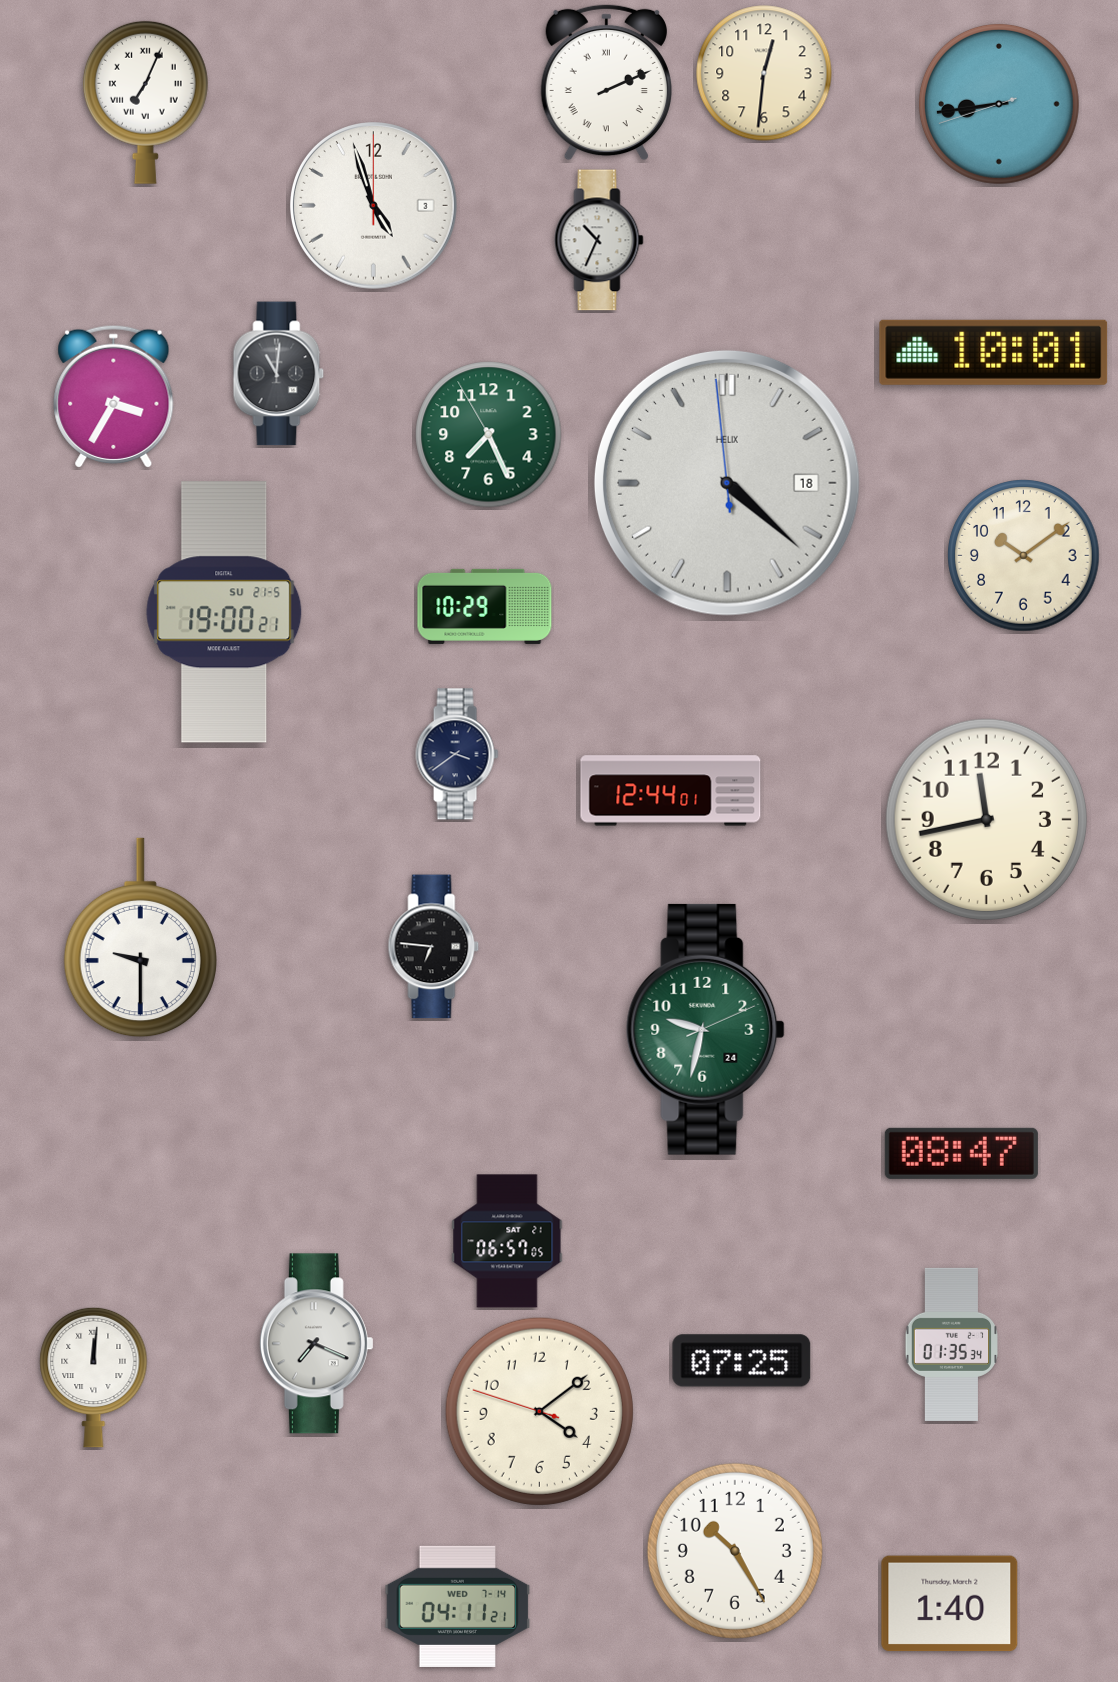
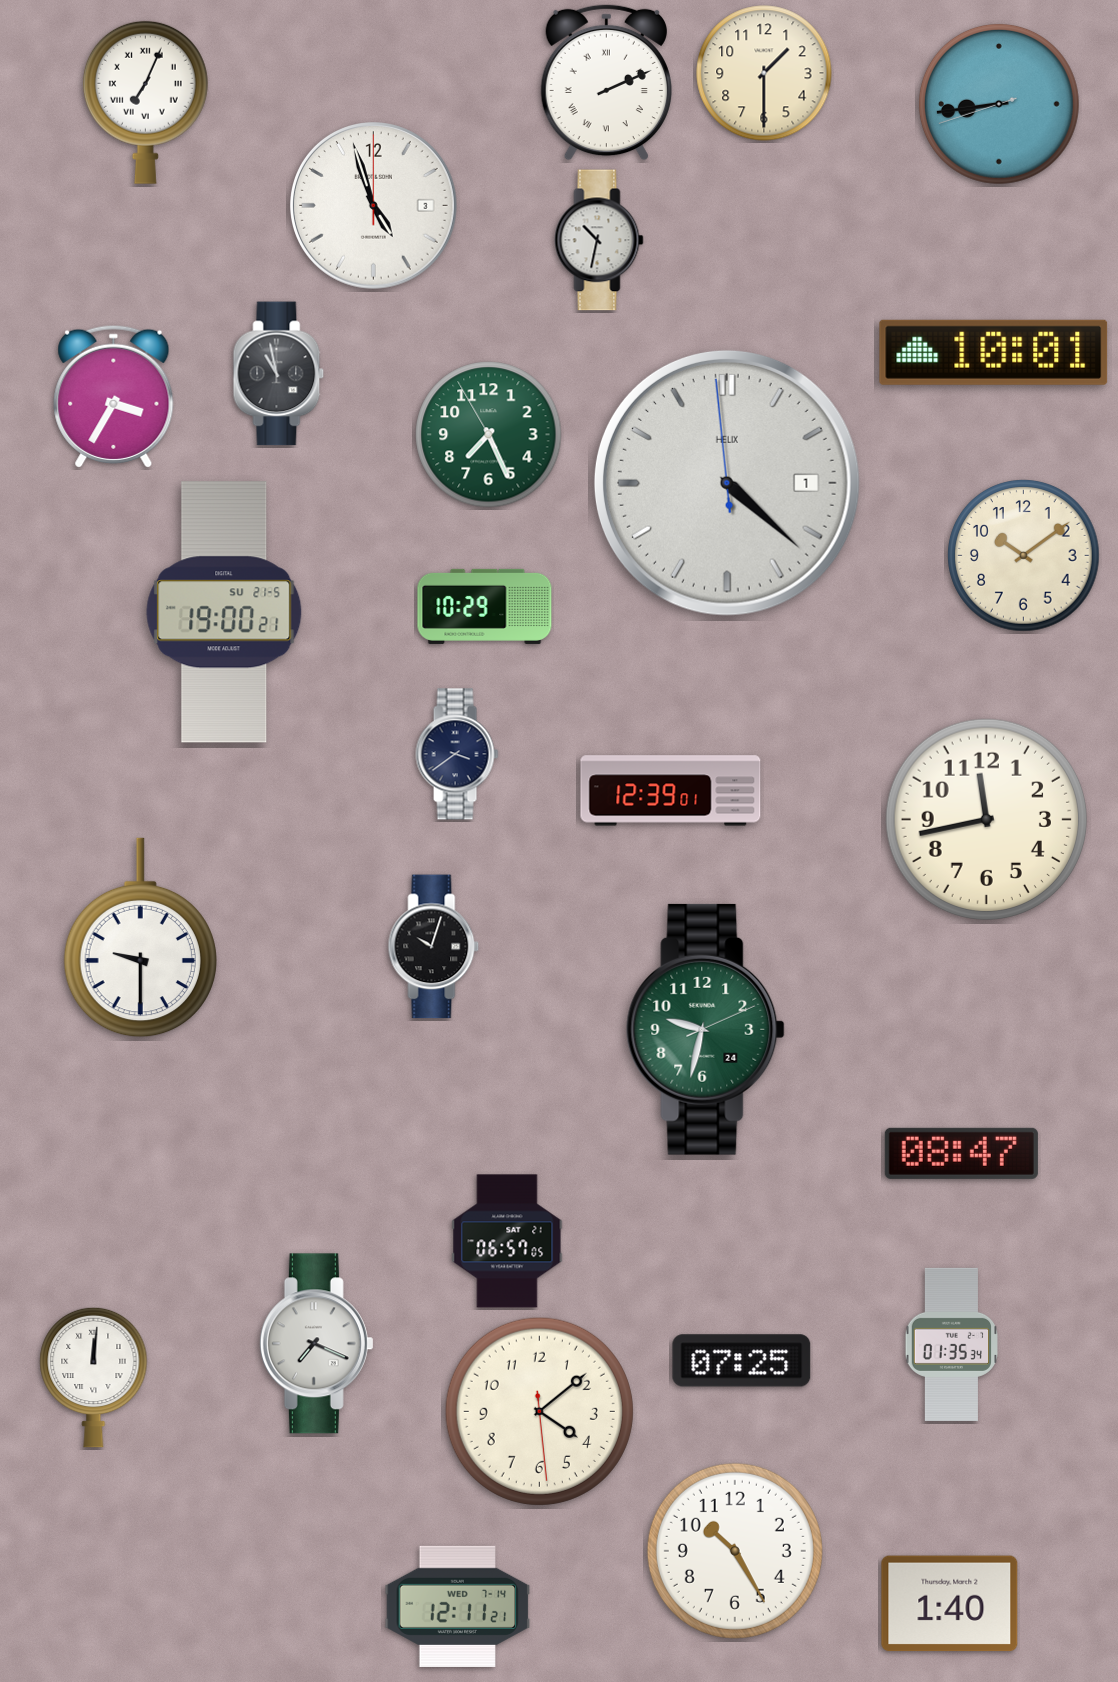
clock at (764, 73): 12:31 -> 1:30
clock at (599, 240): 10:34 -> 10:32
clock at (279, 374): 11:01 -> 10:58
clock at (727, 483) date: 18 -> 1
clock at (671, 791): 12:44 -> 12:39
clock at (434, 947): 6:46 -> 10:03
clock at (539, 1411): 4:08:48 -> 4:08:29
clock at (458, 1606): 04:11 -> 12:11
